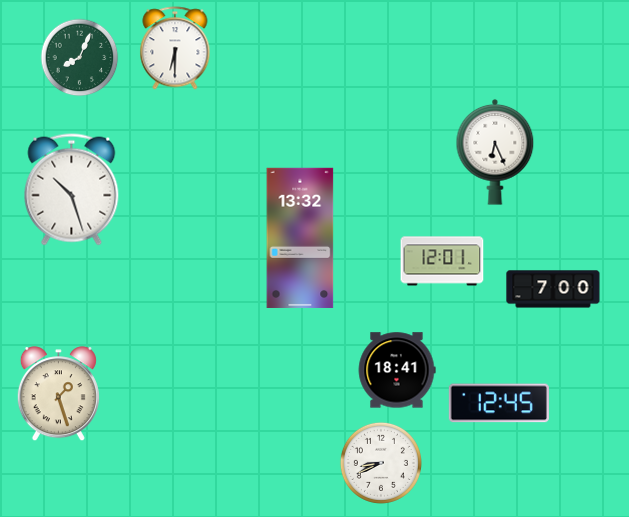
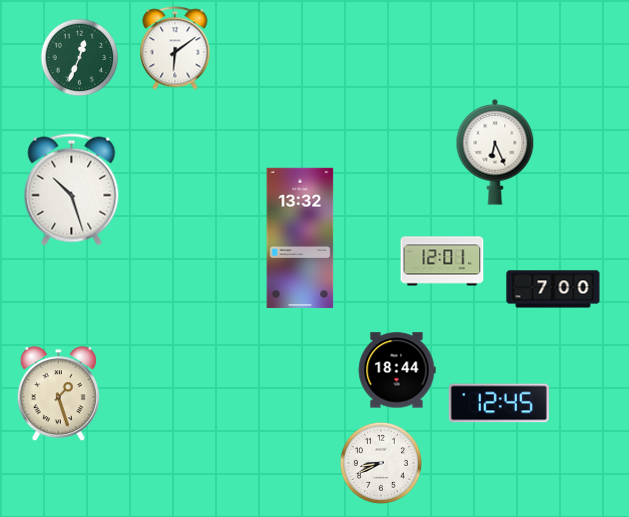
clock at (175, 48): 6:30 -> 6:09
clock at (80, 58): 8:04 -> 12:34
clock at (397, 370): 18:41 -> 18:44
